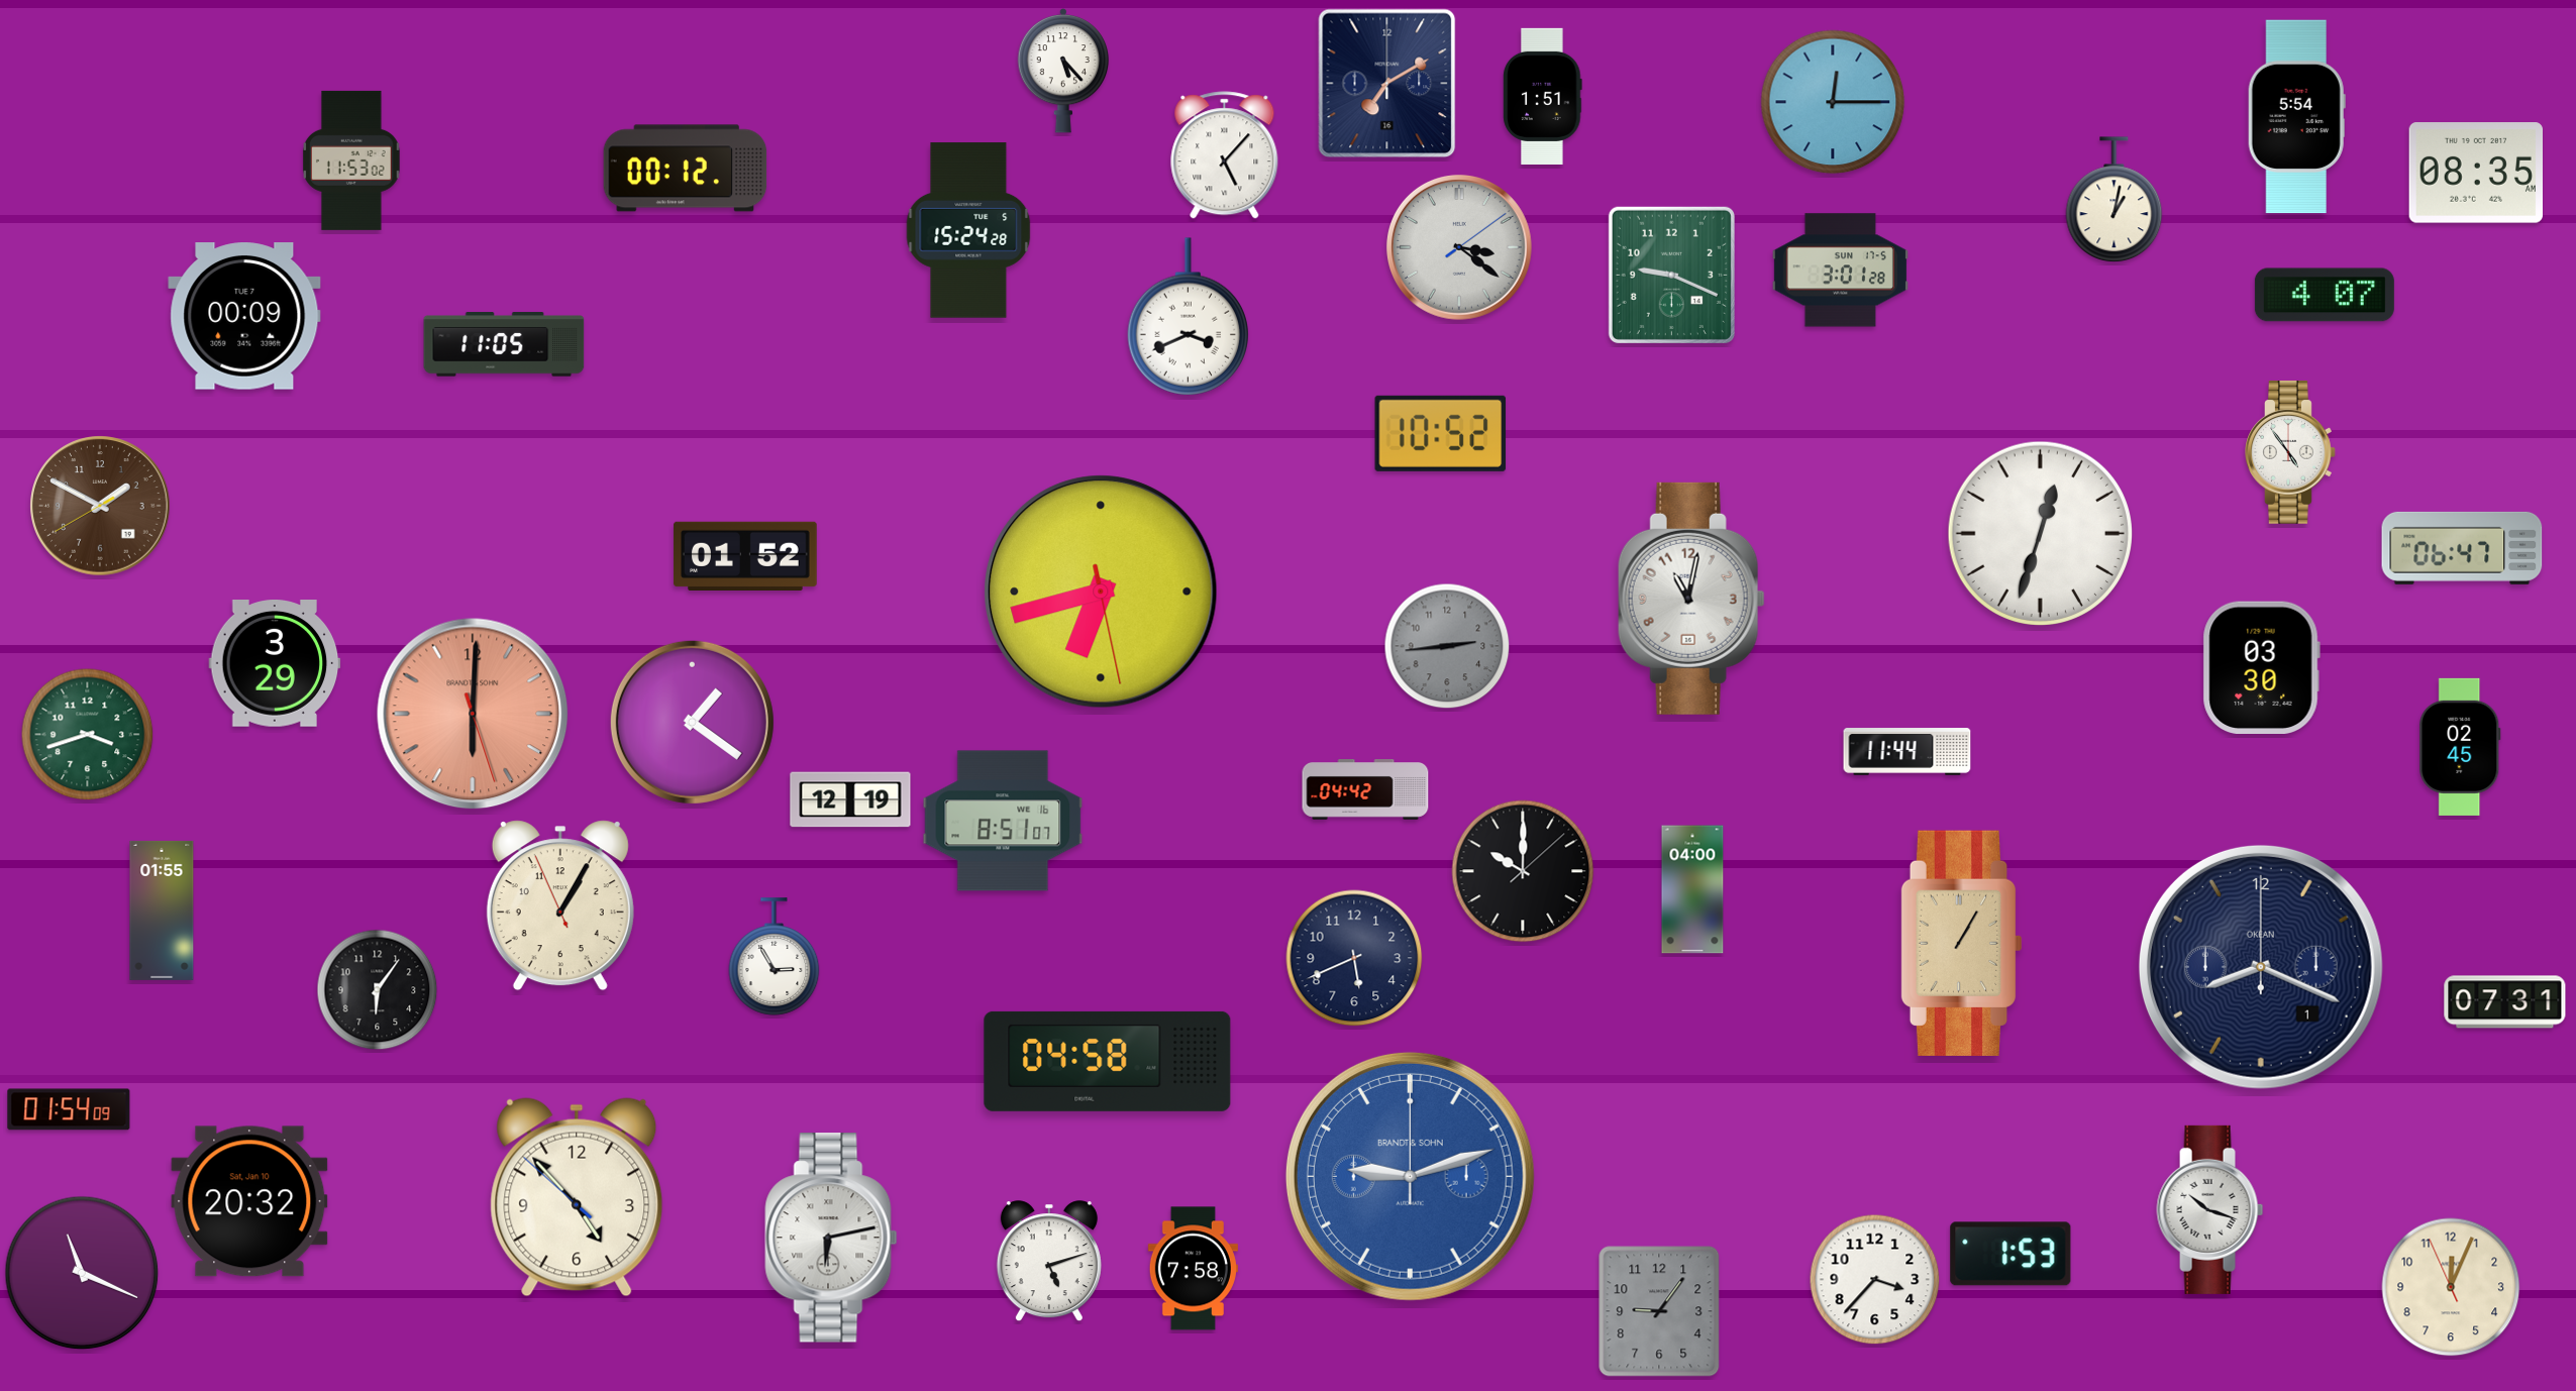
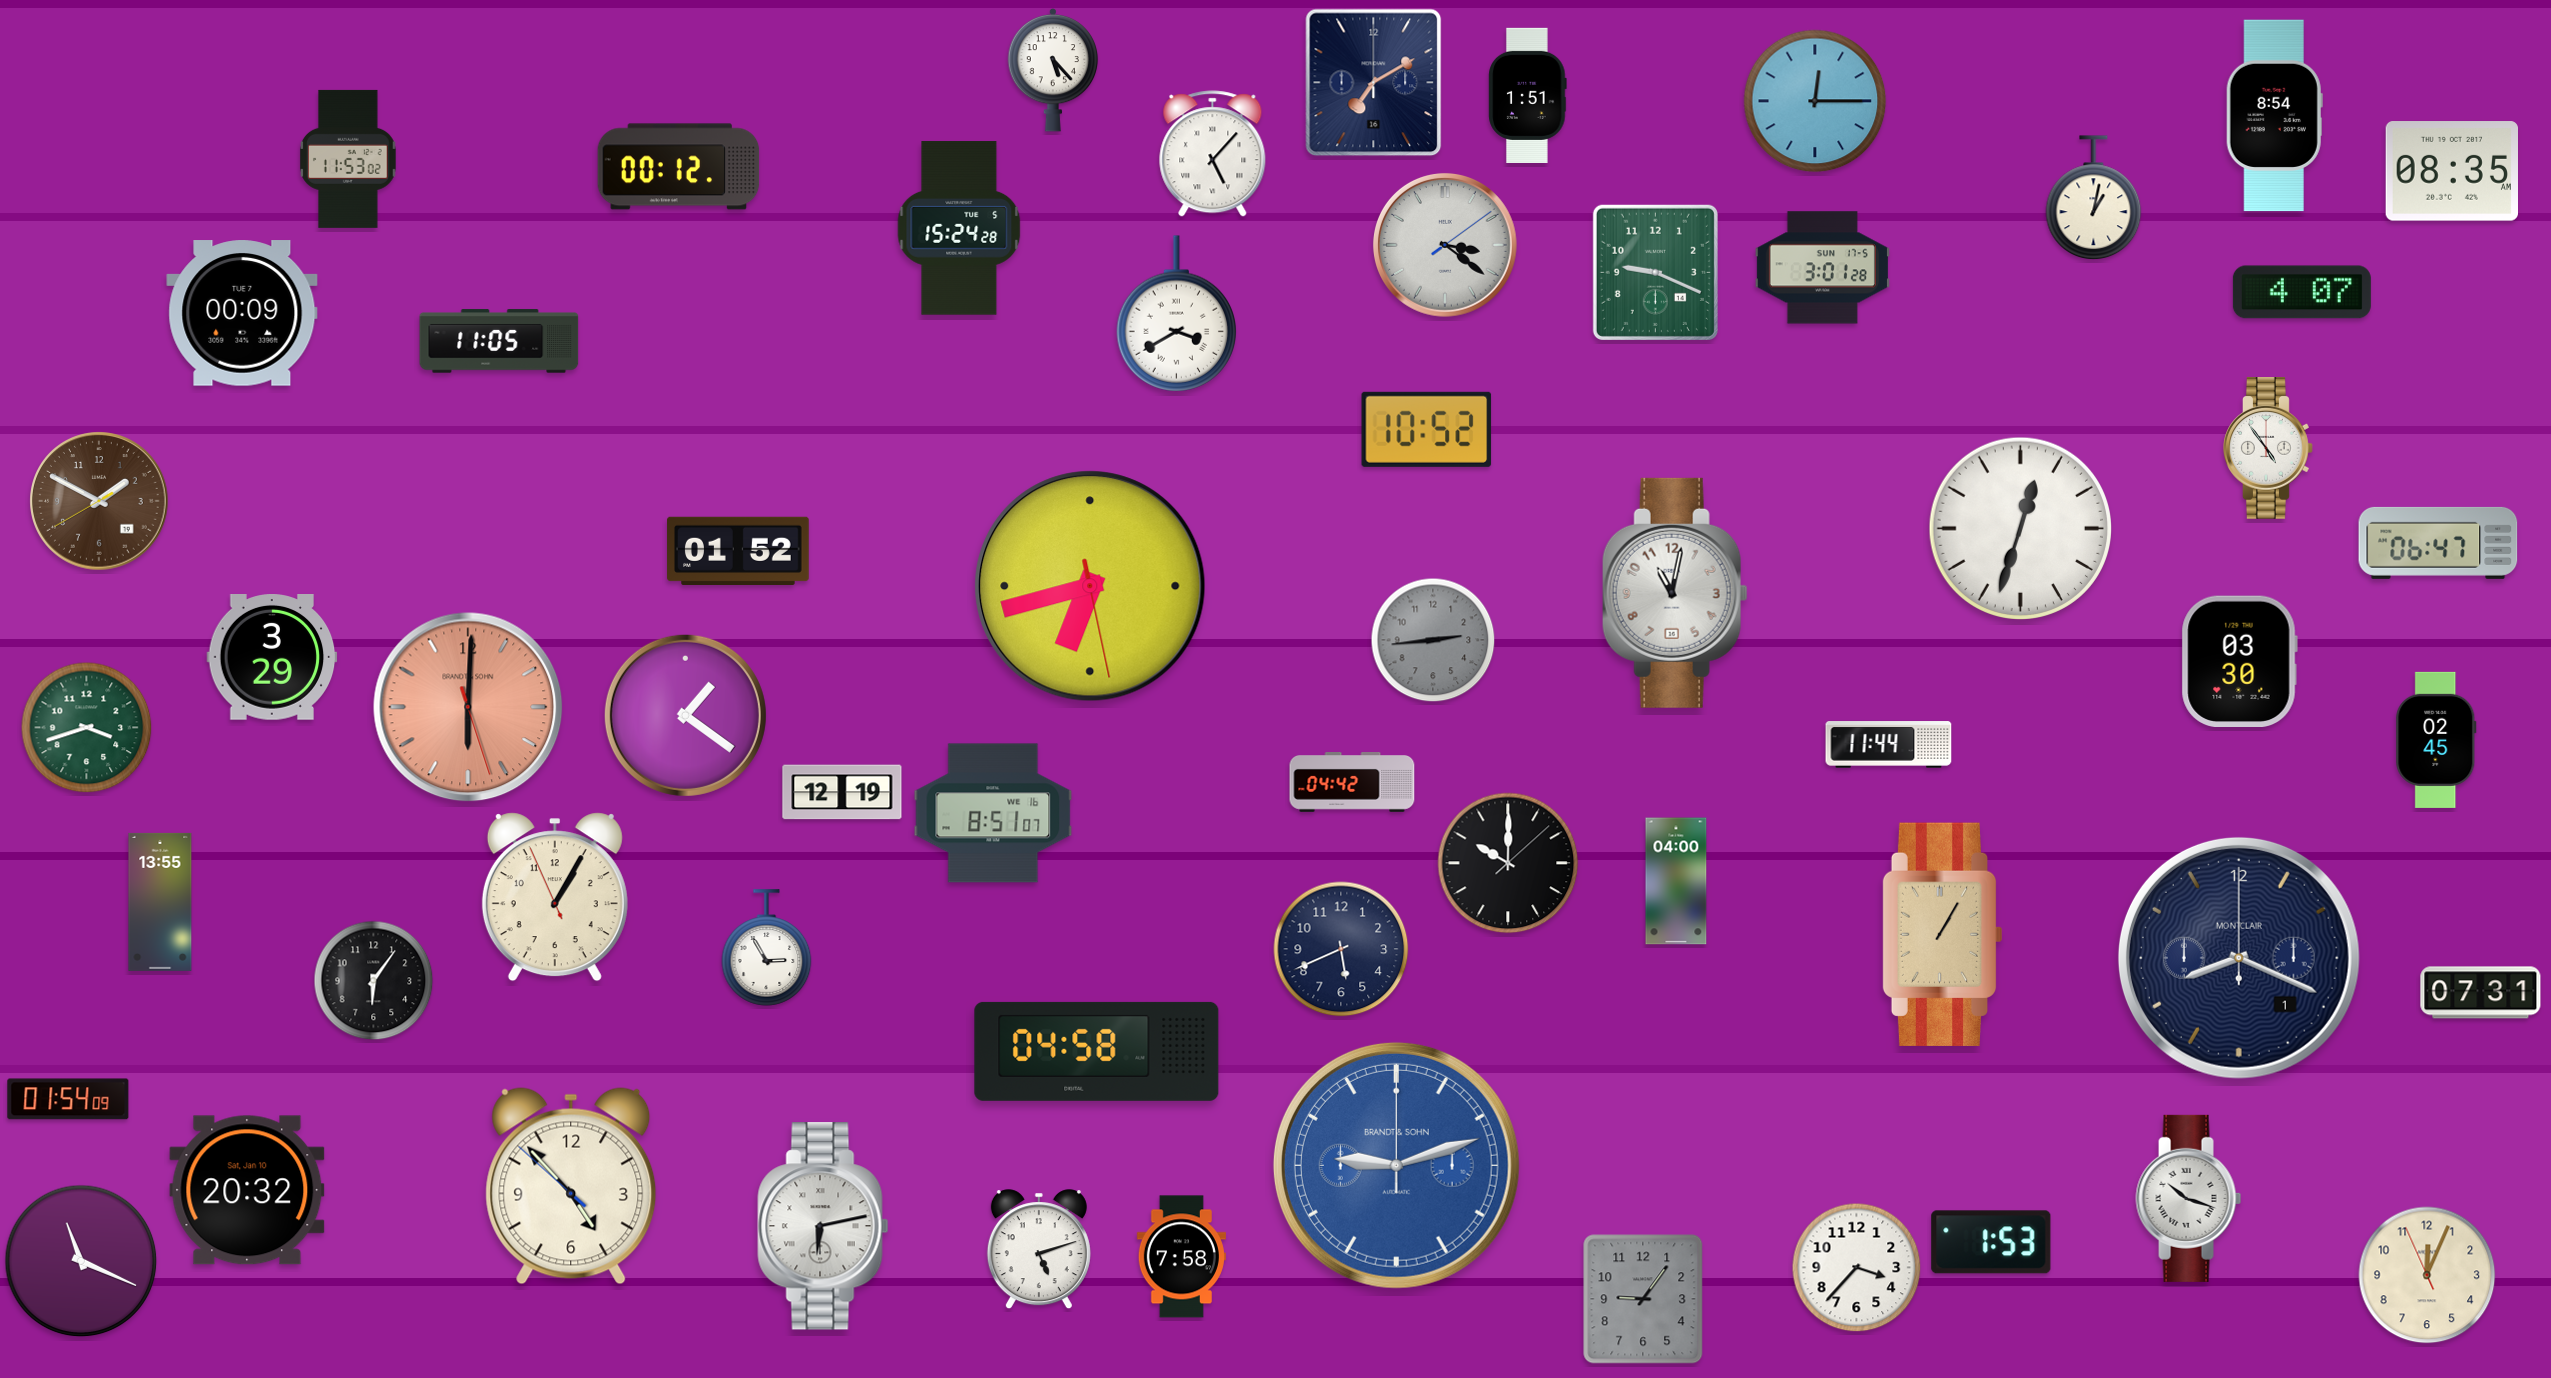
clock at (2296, 117): 5:54 -> 8:54
clock at (1189, 317): 3:41 -> 3:40
clock at (162, 911): 01:55 -> 13:55
clock at (2261, 967) brand: OKEAN -> MONTCLAIR
